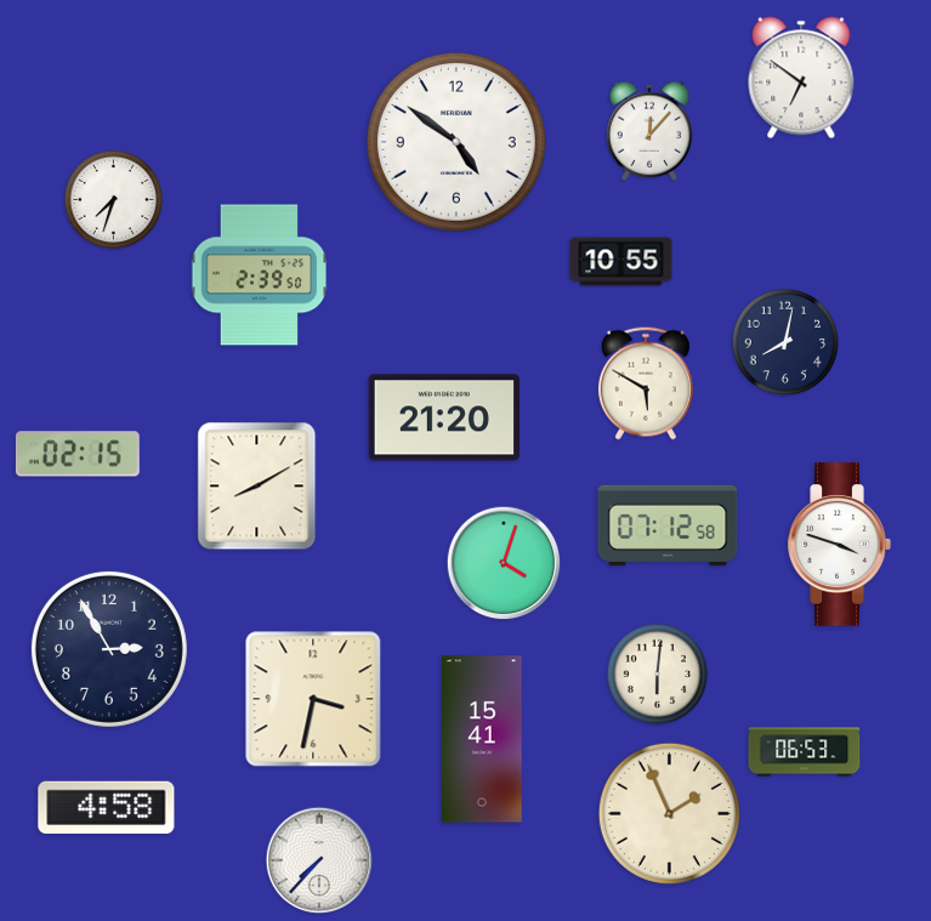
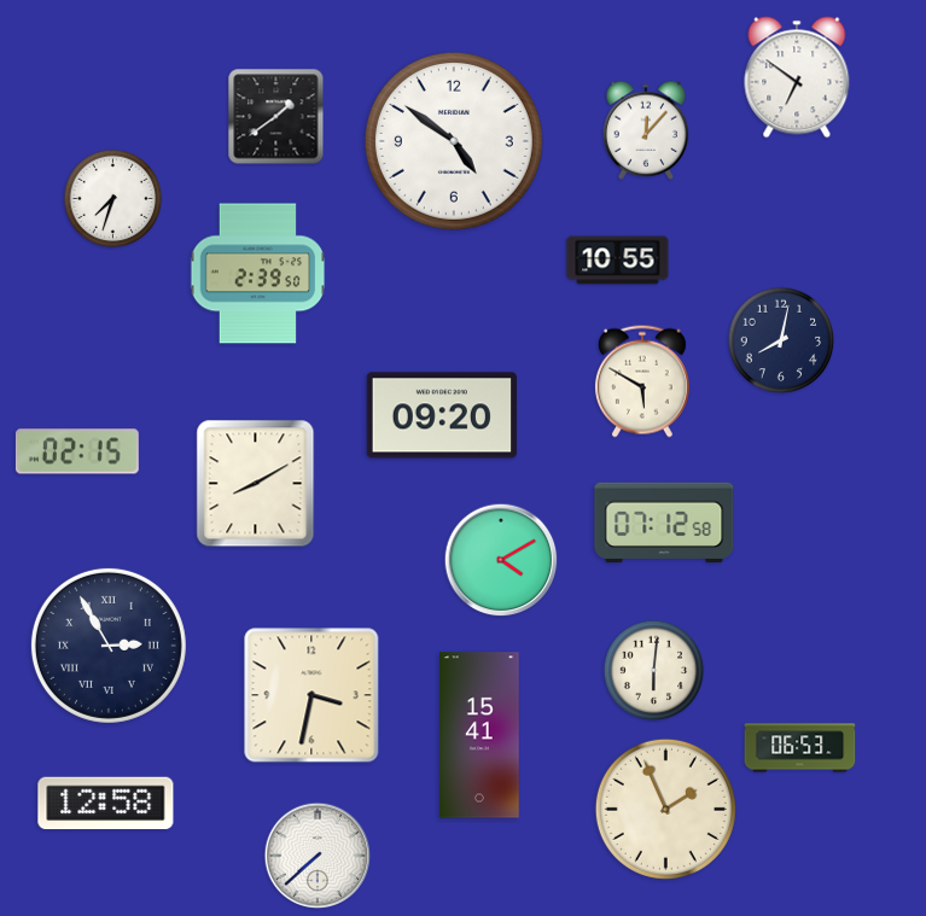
clock at (276, 117): none -> 1:39
clock at (443, 417): 21:20 -> 09:20
clock at (839, 545): 3:48 -> none
clock at (504, 563): 4:03 -> 4:10
clock at (109, 649) numerals: Arabic -> Roman
clock at (107, 808): 4:58 -> 12:58
clock at (319, 860): 7:37 -> 7:38
